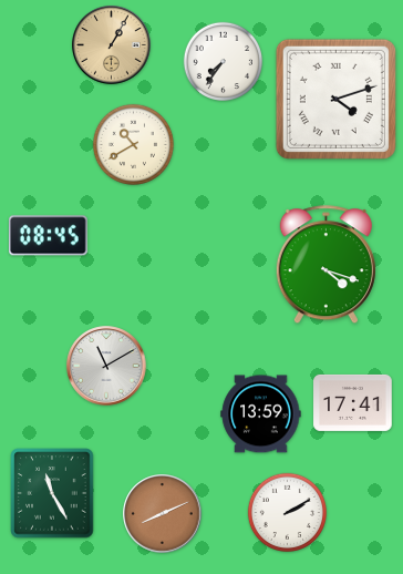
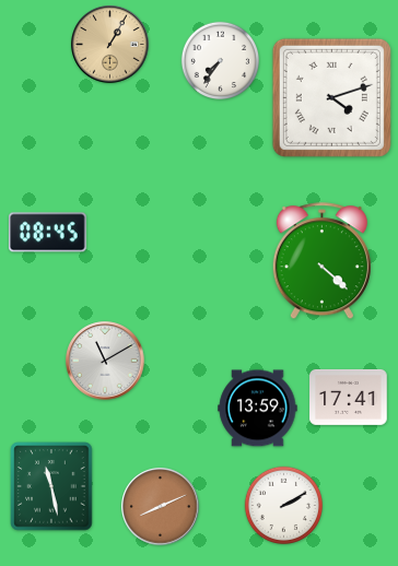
clock at (133, 144): 10:40 -> none
clock at (325, 265): 4:18 -> 4:22
clock at (52, 493): 11:25 -> 11:28
